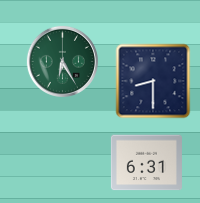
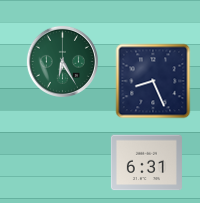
clock at (153, 81): 8:30 -> 8:26
